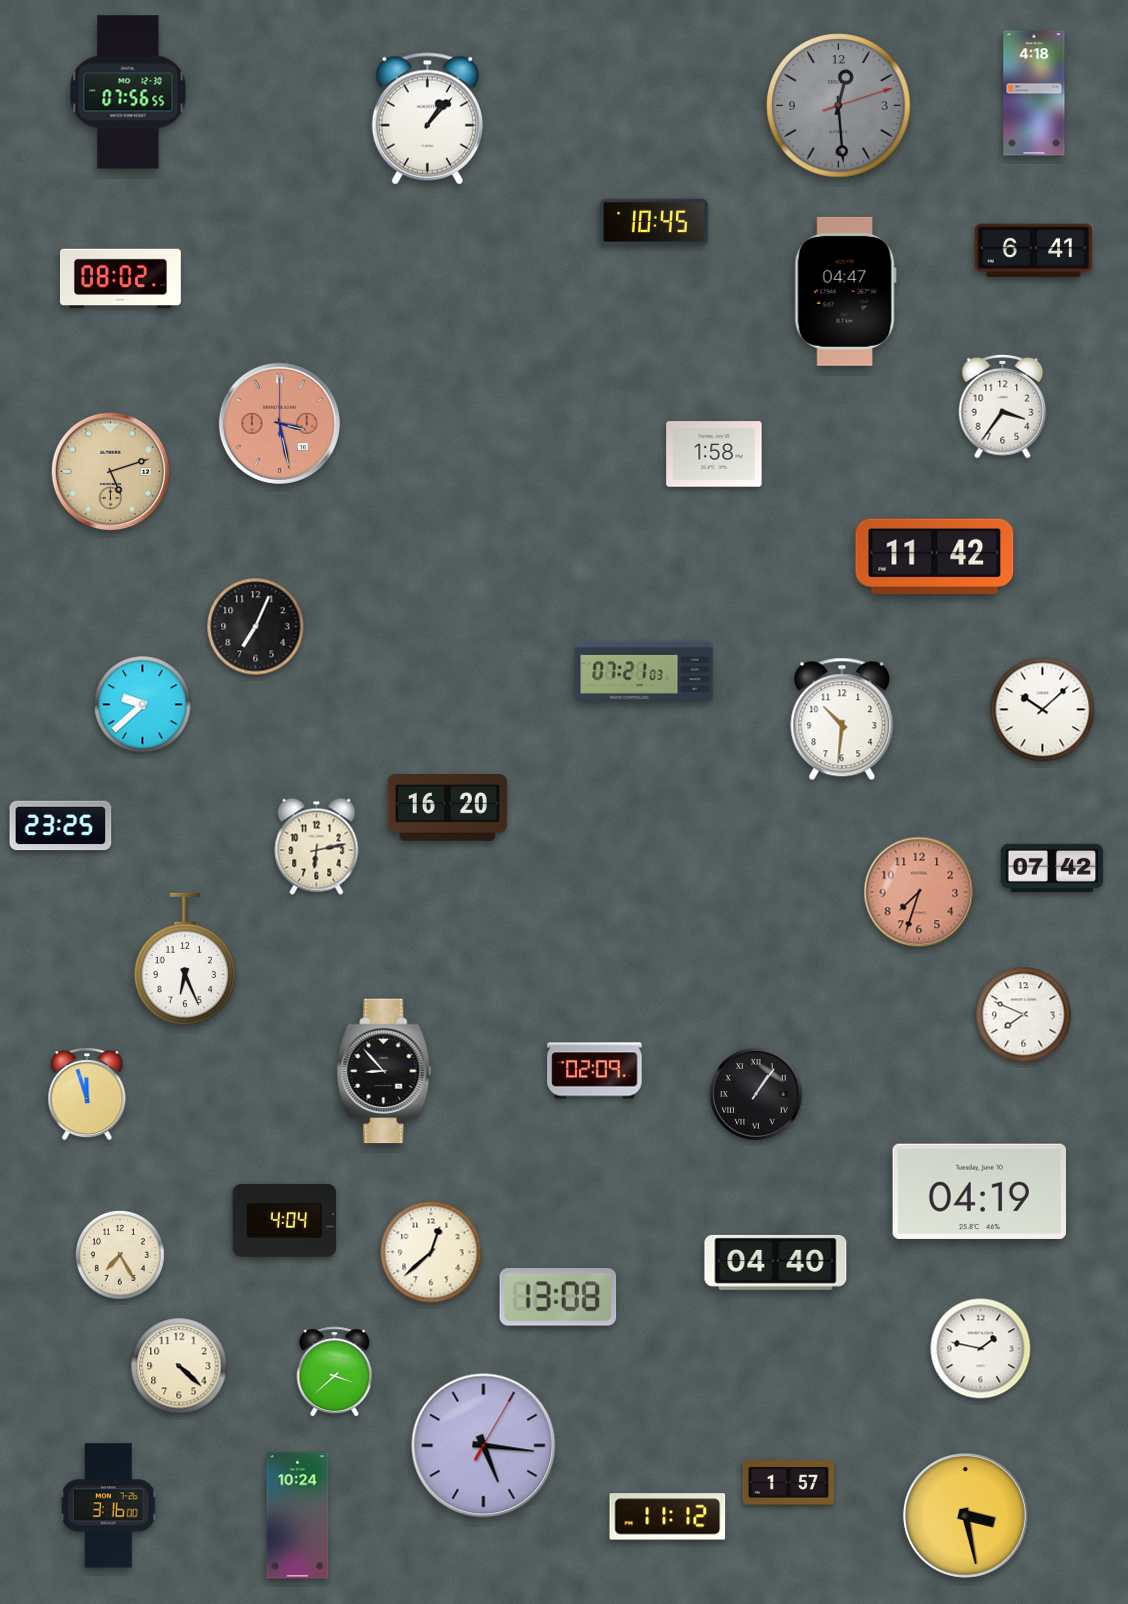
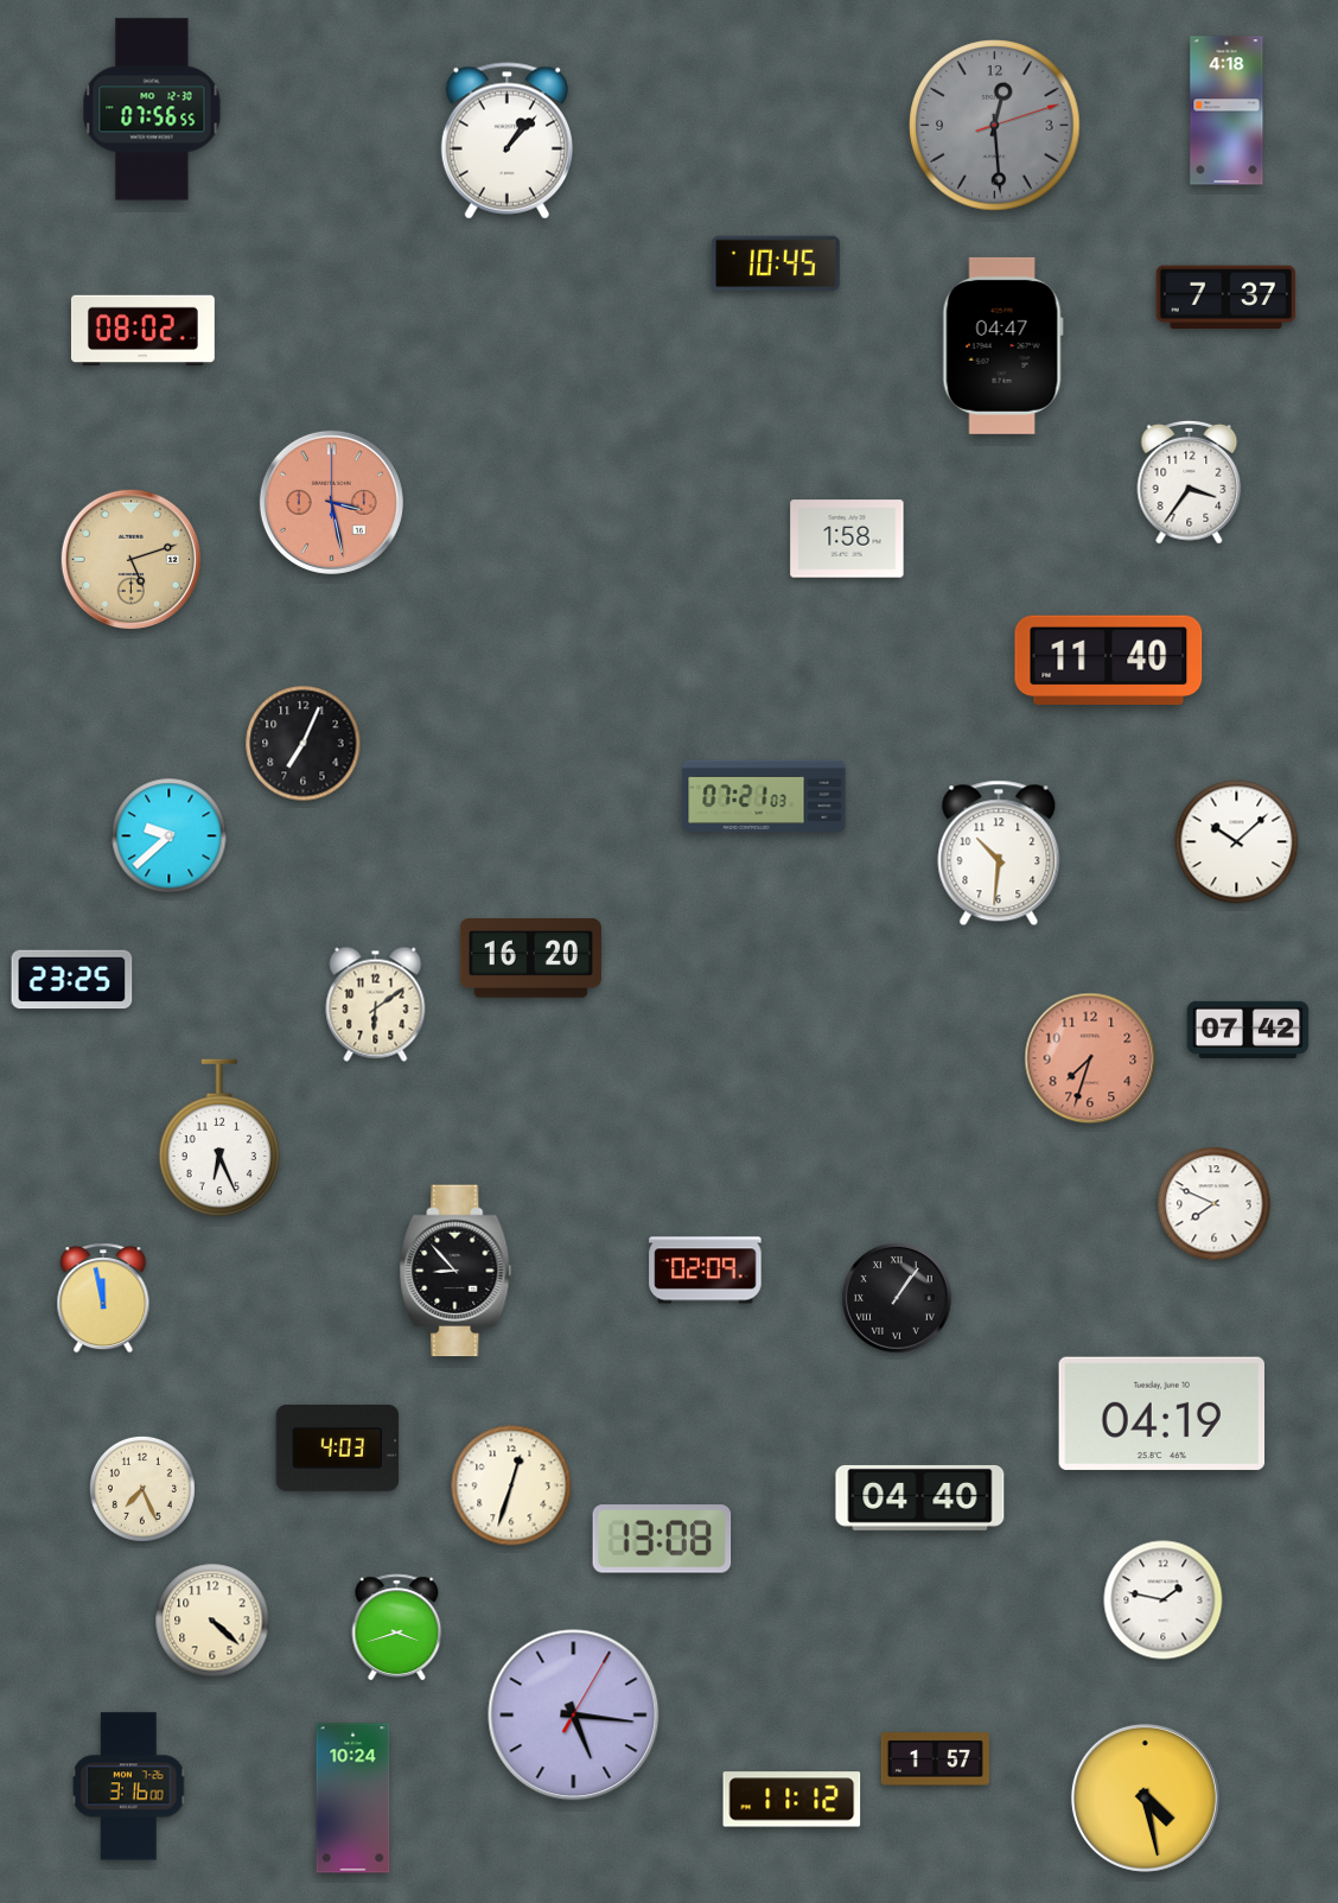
clock at (1034, 251): 6:41 -> 7:37
clock at (935, 556): 11:42 -> 11:40
clock at (317, 846): 6:13 -> 6:09
clock at (87, 1094): 11:57 -> 11:58
clock at (285, 1220): 4:04 -> 4:03
clock at (431, 1252): 12:38 -> 12:33
clock at (120, 1255): 7:25 -> 7:26
clock at (335, 1372): 3:38 -> 3:42
clock at (965, 1515): 3:28 -> 4:28
